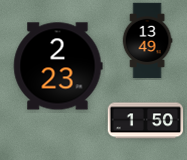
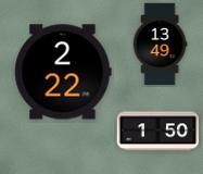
clock at (58, 66): 2:23 -> 2:22
